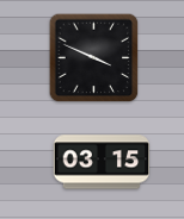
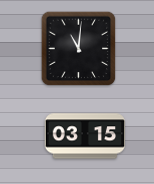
clock at (94, 58): 3:49 -> 11:01
